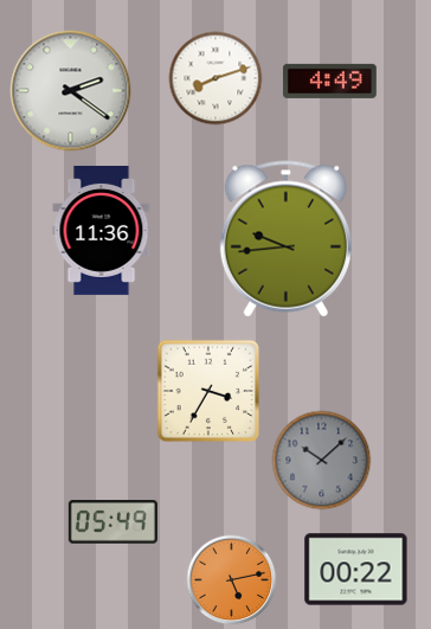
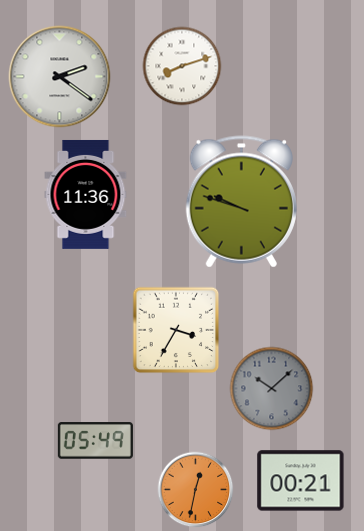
clock at (329, 81): 4:49 -> none
clock at (285, 239): 9:44 -> 9:48
clock at (356, 570): 00:22 -> 00:21
clock at (232, 580): 5:13 -> 12:32
